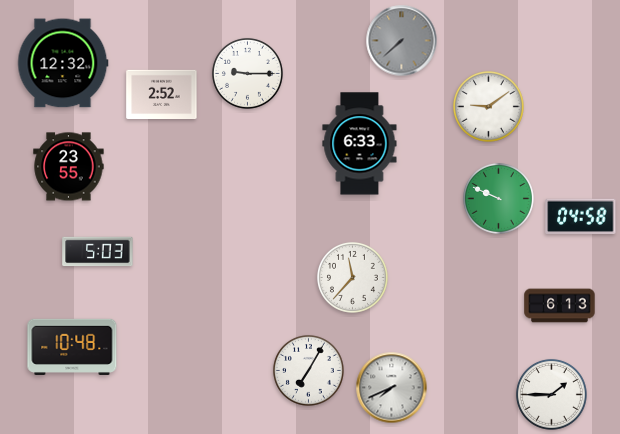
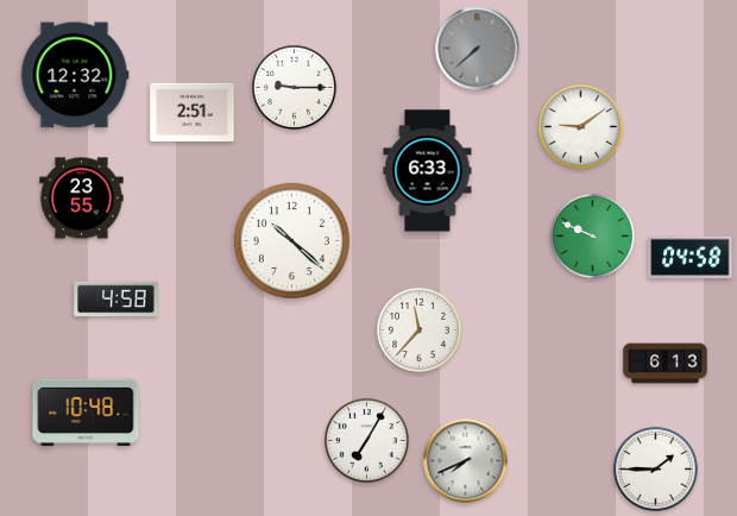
clock at (162, 95): 2:52 -> 2:51
clock at (291, 240): none -> 10:22
clock at (98, 252): 5:03 -> 4:58
